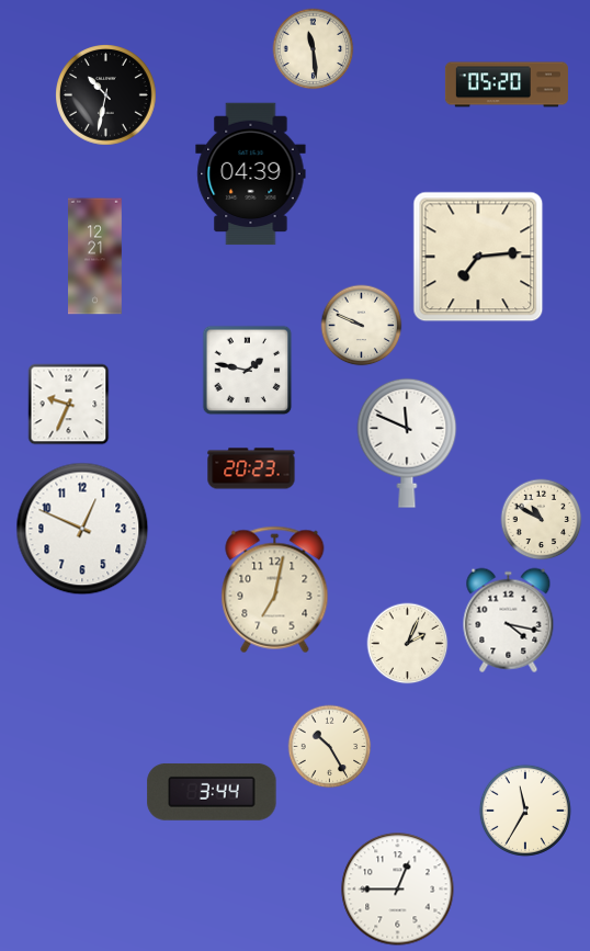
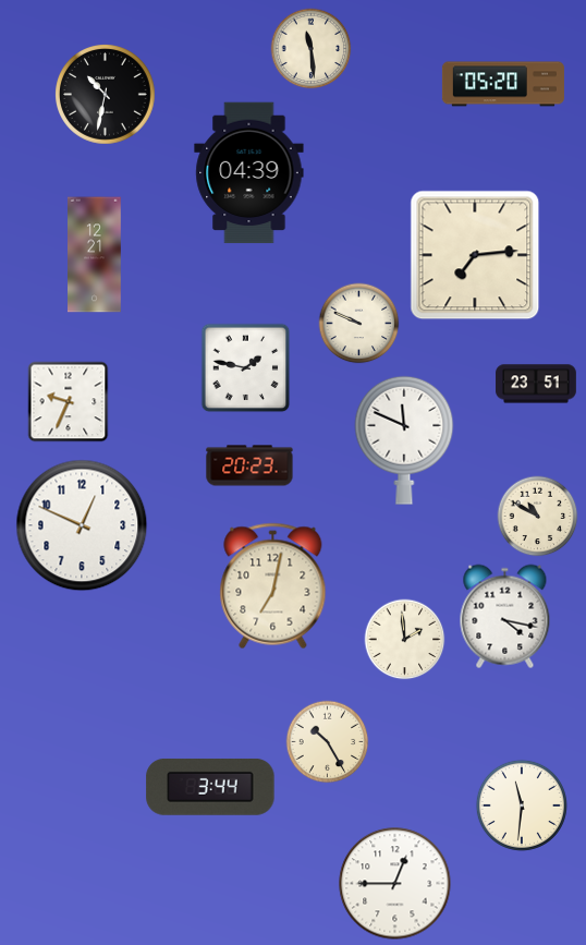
clock at (536, 384): none -> 23:51
clock at (408, 644): 2:04 -> 1:59
clock at (525, 811): 11:35 -> 11:31
